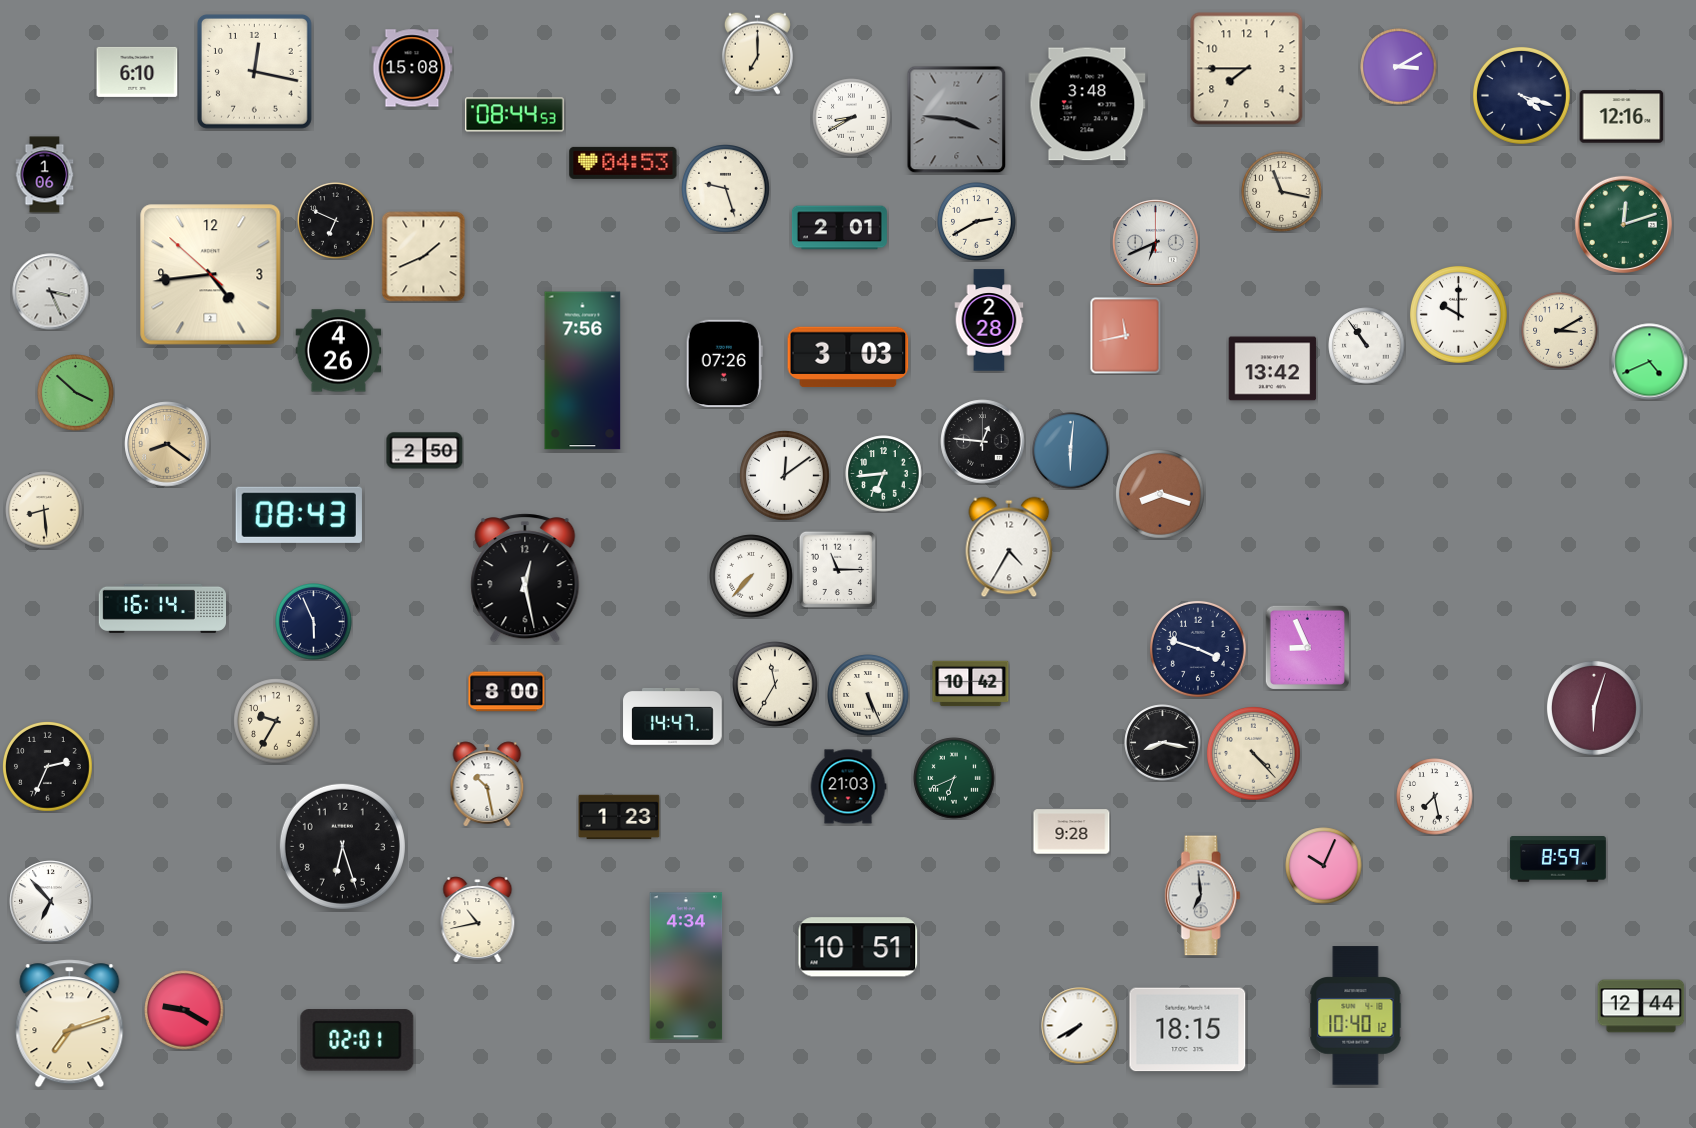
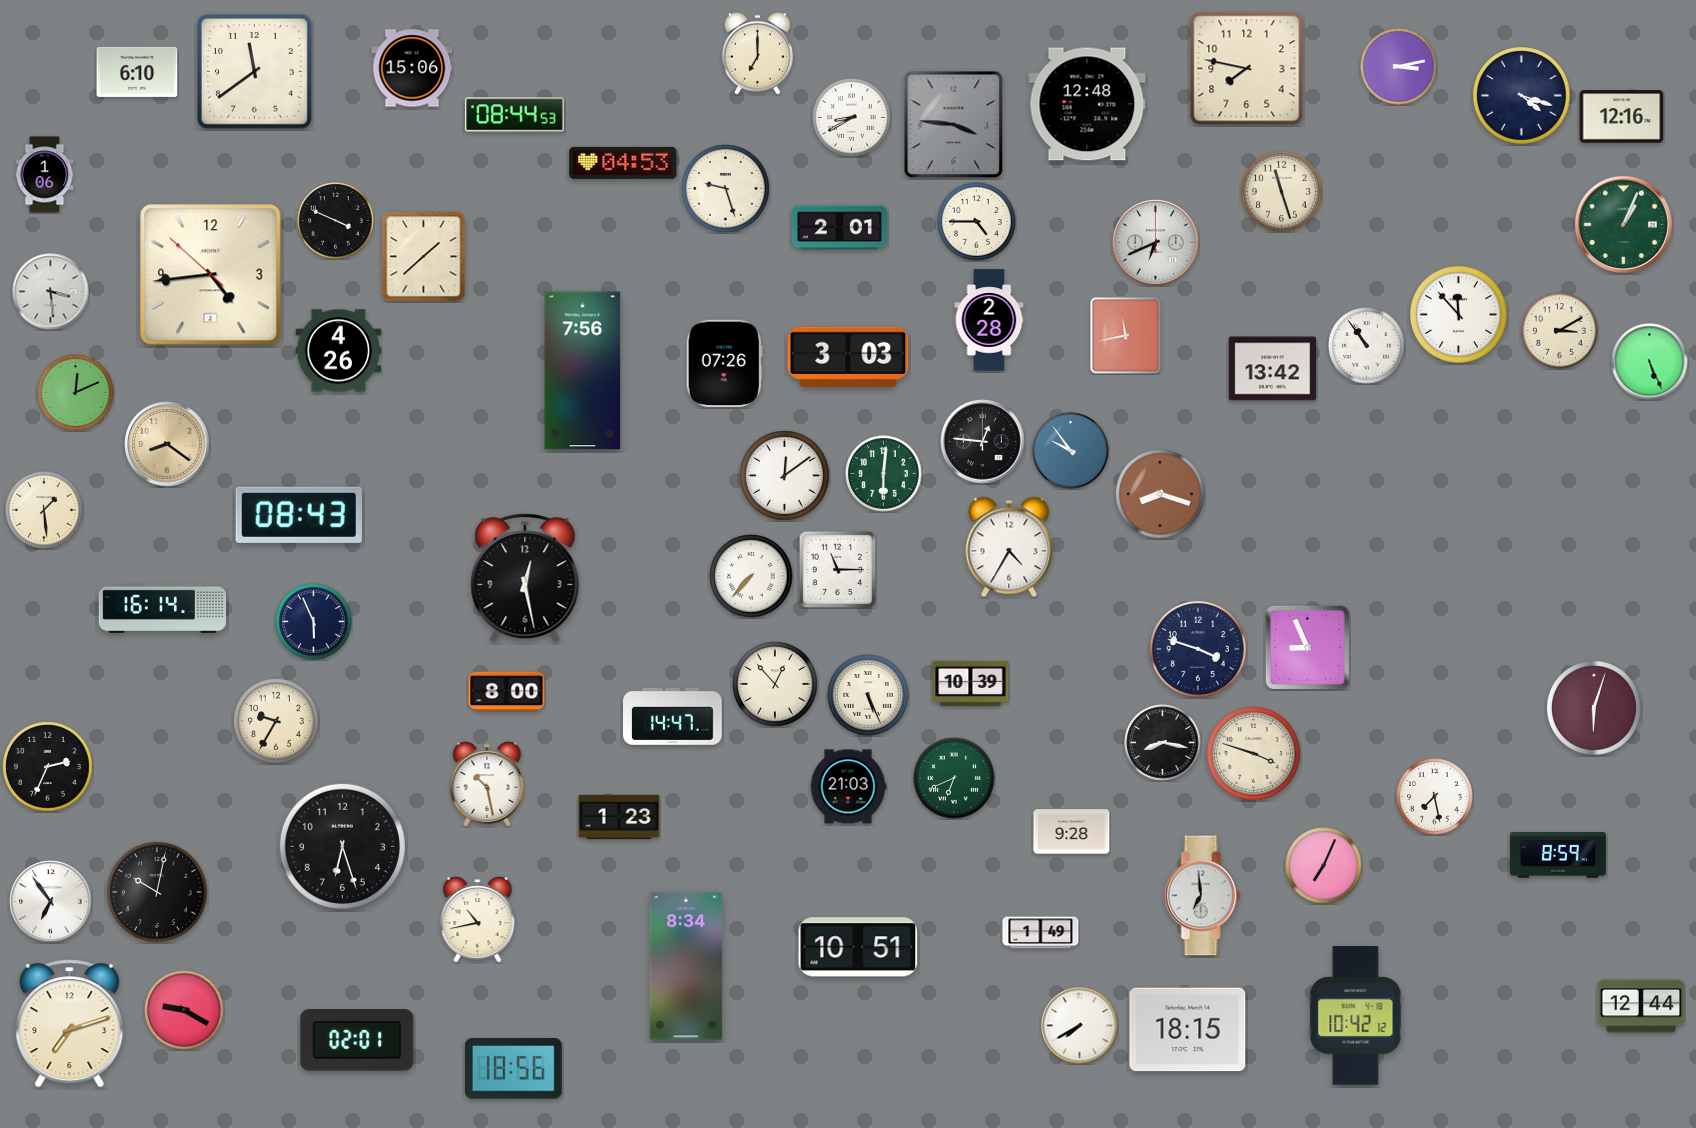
clock at (1399, 67): 3:10 -> 3:13
clock at (412, 68): 15:08 -> 15:06
clock at (1247, 69): 7:45 -> 7:47
clock at (254, 71): 12:17 -> 11:39
clock at (1087, 104): 3:48 -> 12:48
clock at (957, 120) position: (957, 120) -> (954, 125)
clock at (1282, 192): 11:17 -> 11:27
clock at (336, 221): 6:49 -> 3:49
clock at (977, 222): 2:40 -> 4:45
clock at (1623, 224): 12:12 -> 1:04
clock at (424, 257): 1:41 -> 1:38
clock at (51, 292): 3:26 -> 3:29
clock at (1458, 314): 10:00 -> 11:53
clock at (1650, 362): 4:41 -> 5:26
clock at (76, 393): 3:52 -> 12:11
clock at (425, 451): 2:50 -> none
clock at (1071, 451): 6:01 -> 9:54
clock at (884, 474): 6:44 -> 6:01
clock at (44, 510): 8:29 -> 1:29
clock at (775, 684): 11:35 -> 12:53
clock at (971, 684): 10:42 -> 10:39
clock at (1254, 754): 4:23 -> 3:48
clock at (1558, 860) position: (1558, 860) -> (1558, 856)
clock at (1324, 866): 10:04 -> 7:04
clock at (157, 892): none -> 10:02
clock at (51, 902): 6:53 -> 6:54
clock at (1041, 933): none -> 1:49
clock at (686, 966): 4:34 -> 8:34
clock at (1356, 1016): 10:40 -> 10:42
clock at (513, 1069): none -> 18:56
